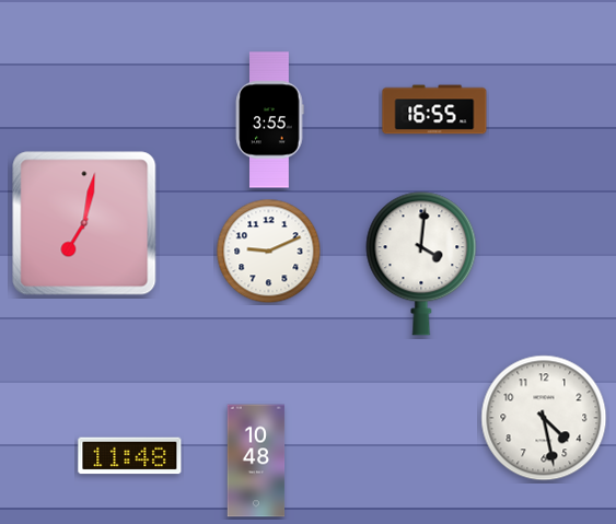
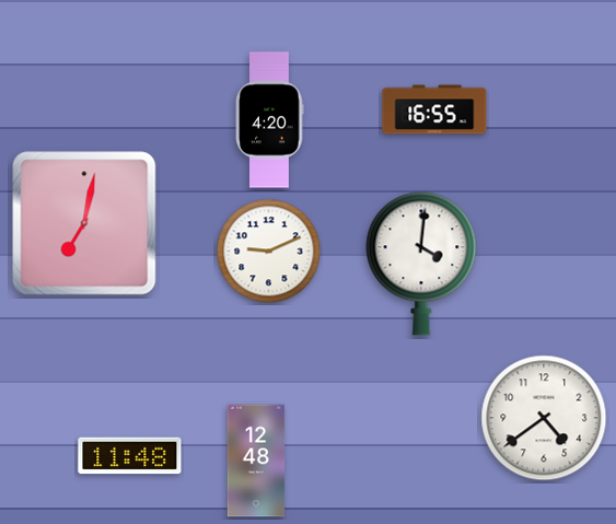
clock at (270, 120): 3:55 -> 4:20
clock at (544, 418): 4:28 -> 4:39
clock at (256, 461): 10:48 -> 12:48
